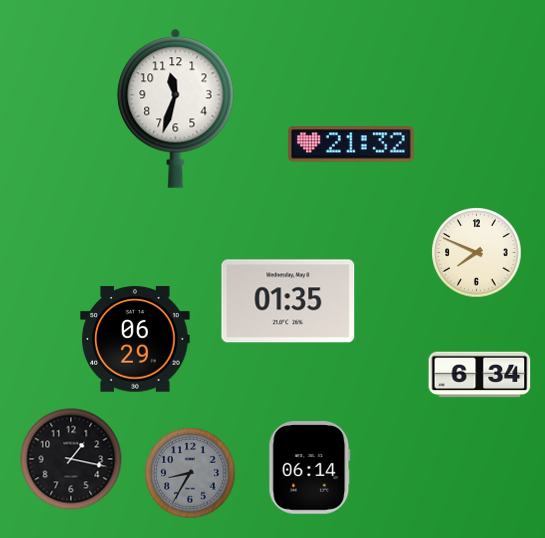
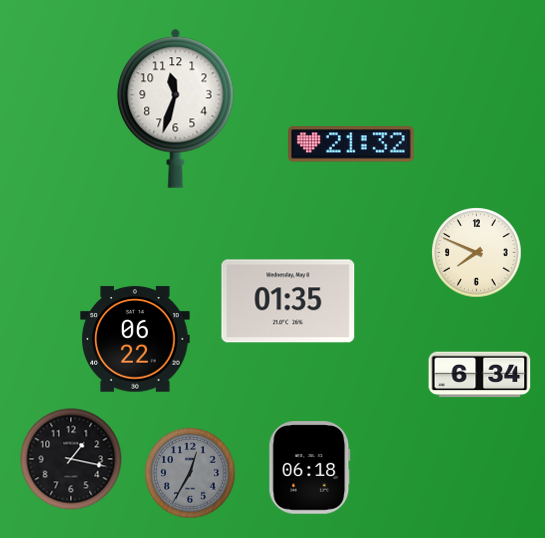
clock at (135, 339): 06:29 -> 06:22
clock at (310, 468): 06:14 -> 06:18
clock at (190, 473): 8:35 -> 12:35
